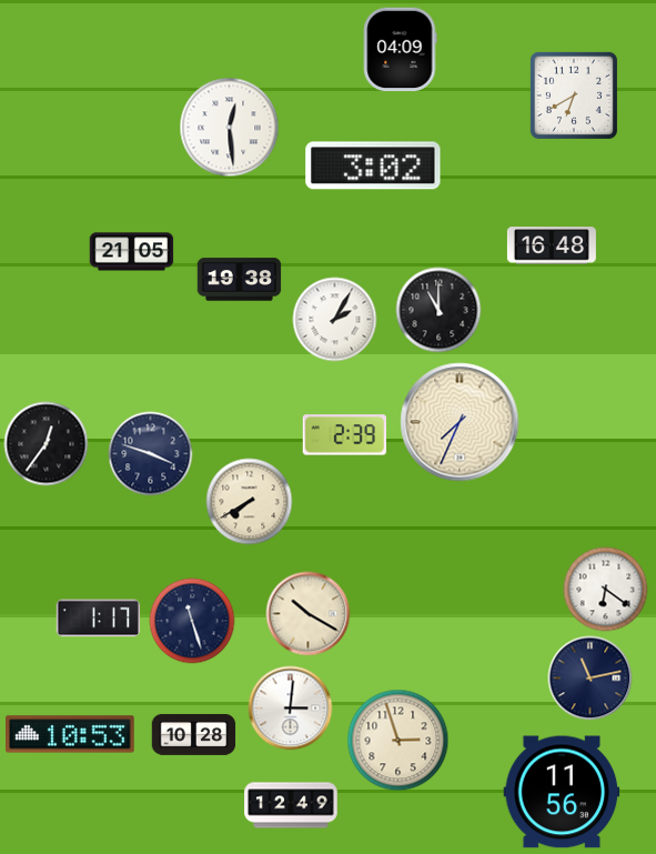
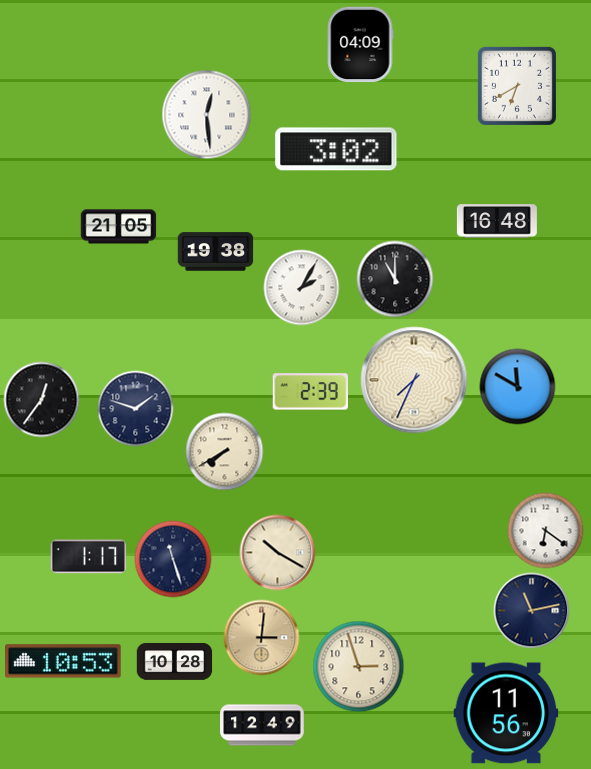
clock at (518, 387): none -> 11:50
clock at (151, 454): 3:48 -> 1:48
clock at (291, 709) dial: white -> champagne
